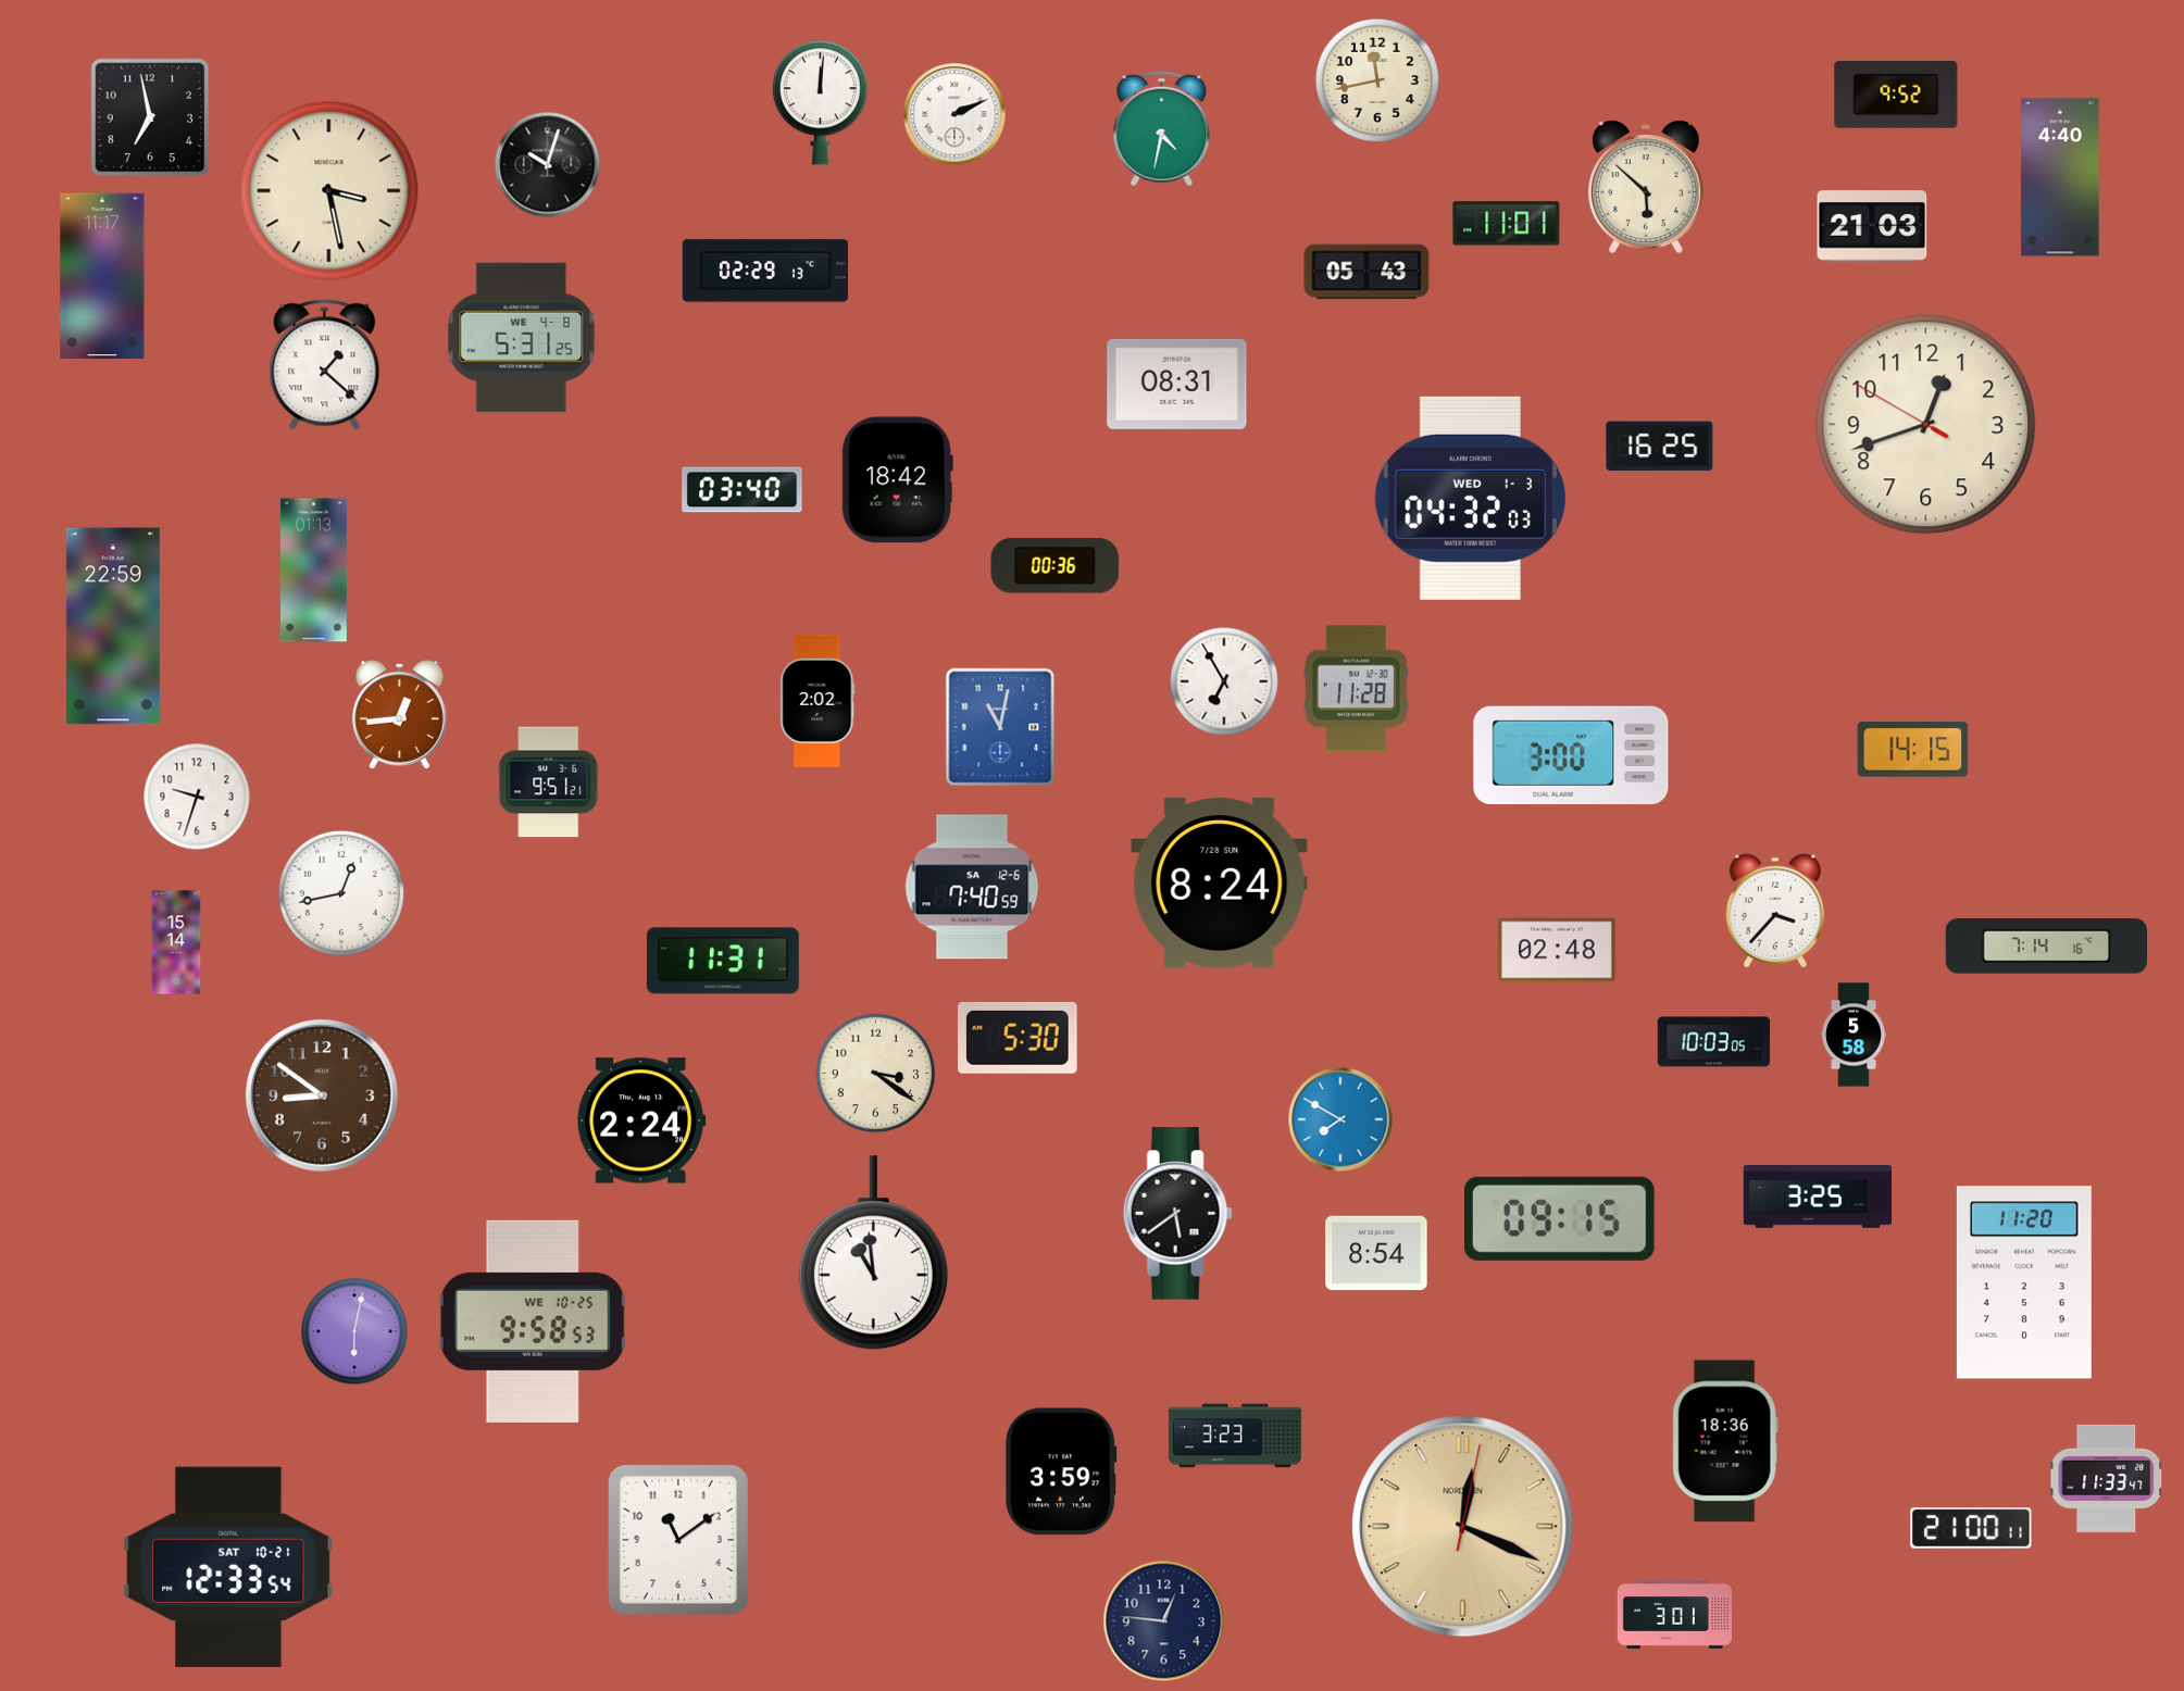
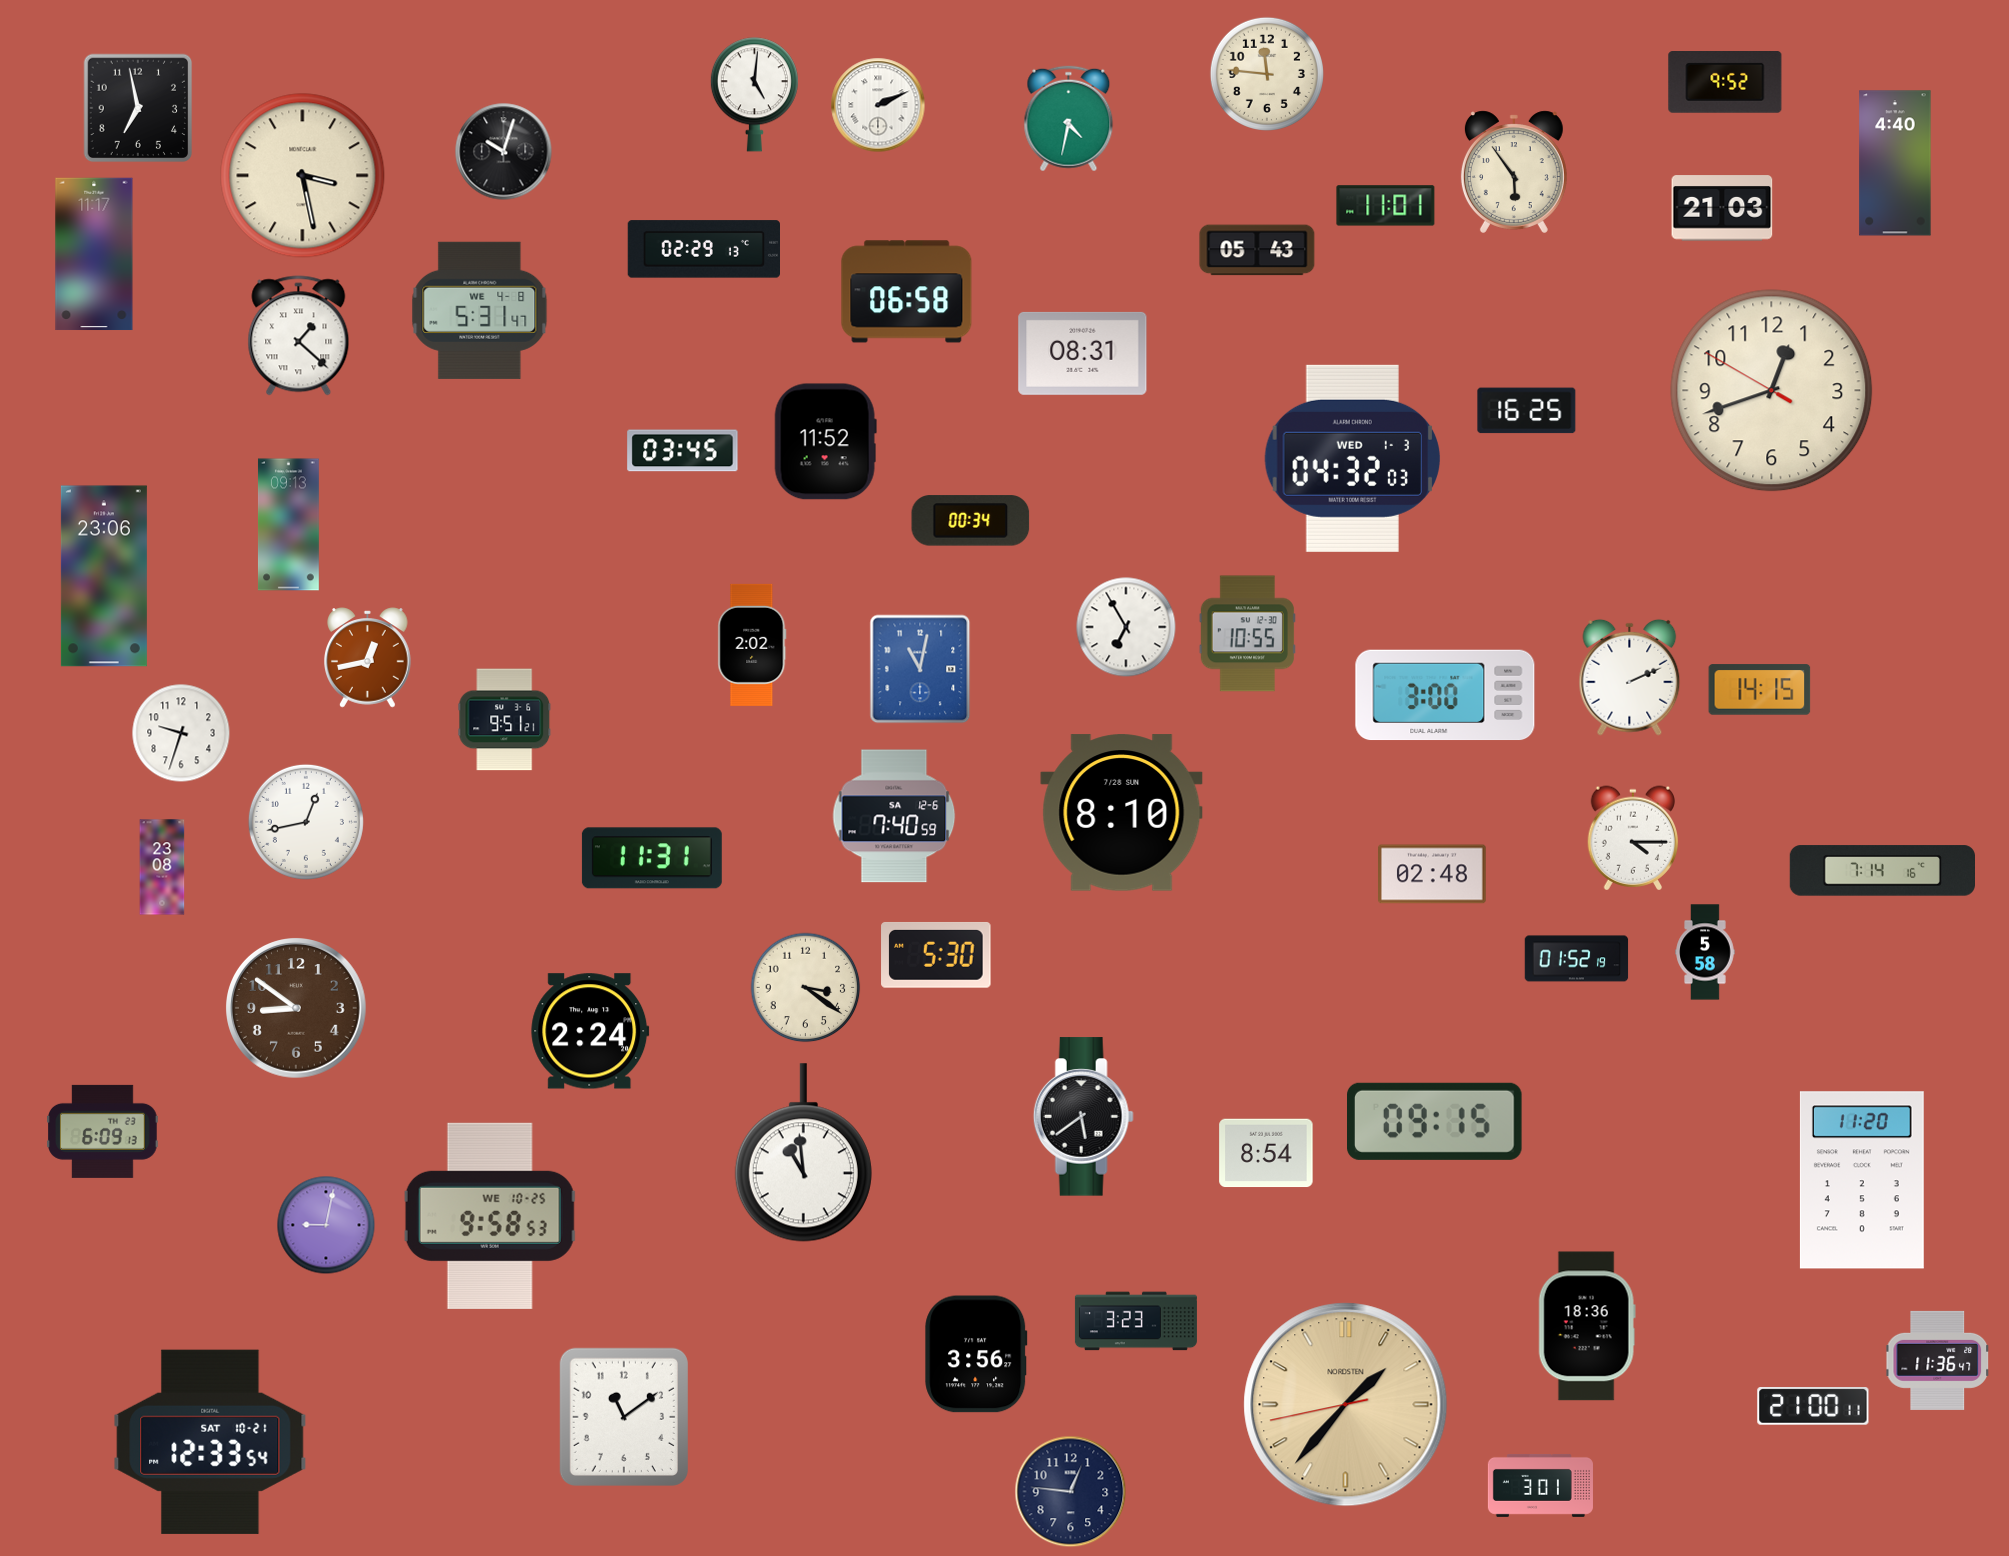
clock at (1377, 80): 11:43 -> 11:46
clock at (1896, 96) position: (1896, 96) -> (1725, 83)
clock at (820, 103): 12:01 -> 5:01
clock at (1646, 187): 5:52 -> 5:54
clock at (907, 292): none -> 06:58
clock at (522, 337): 5:31:25 -> 5:31:47
clock at (897, 480): 18:42 -> 11:52
clock at (742, 490): 03:40 -> 03:45
clock at (1056, 566): 00:36 -> 00:34
clock at (313, 571): 01:13 -> 09:13
clock at (113, 626): 22:59 -> 23:06
clock at (1356, 689): 11:28 -> 10:55
clock at (400, 715): 12:44 -> 12:43
clock at (1630, 677): none -> 2:11
clock at (1220, 884): 8:24 -> 8:10
clock at (341, 893) position: (341, 893) -> (306, 822)
clock at (1775, 911): 3:37 -> 4:15
clock at (176, 942): 15:14 -> 23:08
clock at (723, 961) position: (723, 961) -> (652, 858)
clock at (1714, 1042): 10:03 -> 01:52
clock at (1340, 1119): 7:50 -> none
clock at (1818, 1197): 3:25 -> none
clock at (103, 1131): none -> 6:09
clock at (354, 1331): 6:02 -> 9:02
clock at (1061, 1471): 3:59 -> 3:56
clock at (2107, 1478): 11:33 -> 11:36
clock at (1463, 1527): 12:19 -> 1:36
